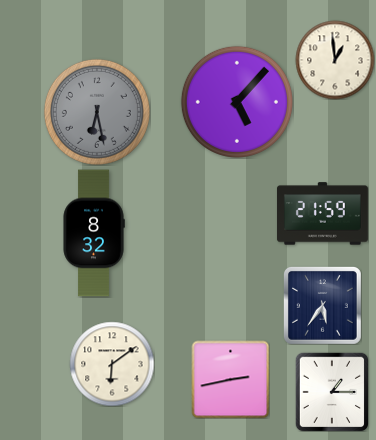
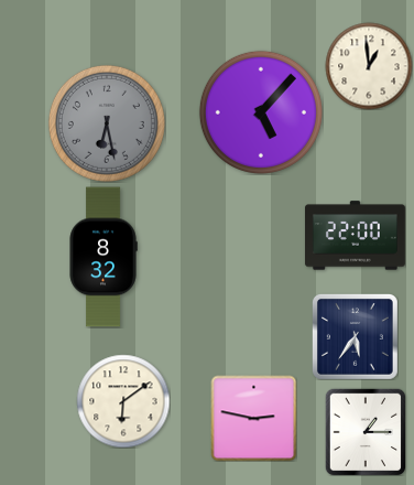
clock at (322, 214): 21:59 -> 22:00
clock at (230, 379): 2:43 -> 2:47
